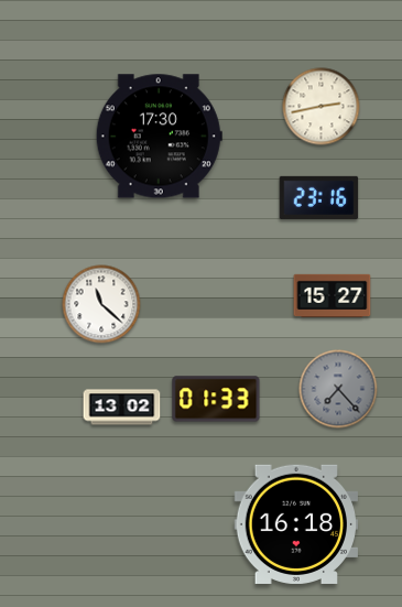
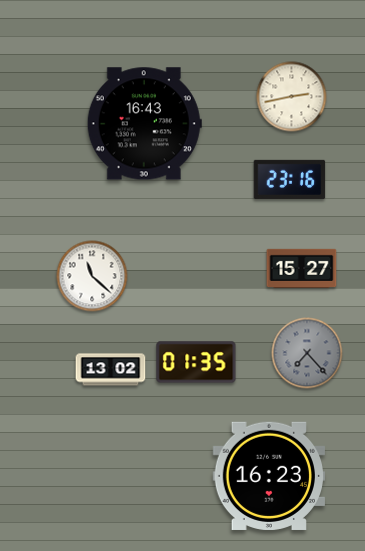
clock at (159, 137): 17:30 -> 16:43
clock at (216, 399): 01:33 -> 01:35
clock at (295, 524): 16:18 -> 16:23
